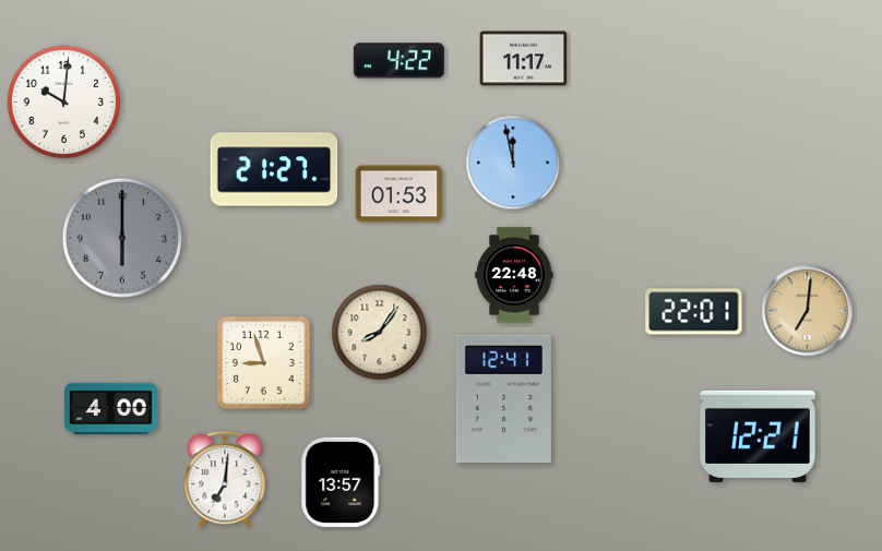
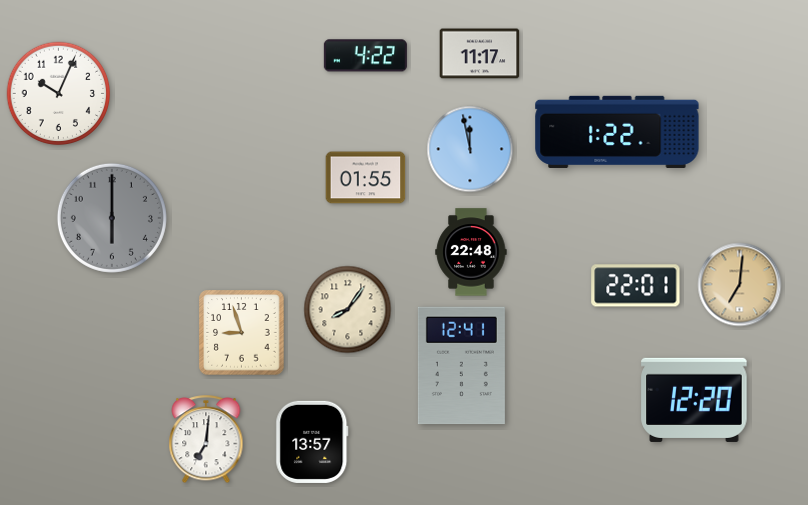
clock at (64, 103): 10:01 -> 10:04
clock at (617, 131): none -> 1:22
clock at (274, 169): 21:27 -> none
clock at (400, 194): 01:53 -> 01:55
clock at (380, 333) position: (380, 333) -> (348, 310)
clock at (111, 408): 4:00 -> none
clock at (758, 436): 12:21 -> 12:20
